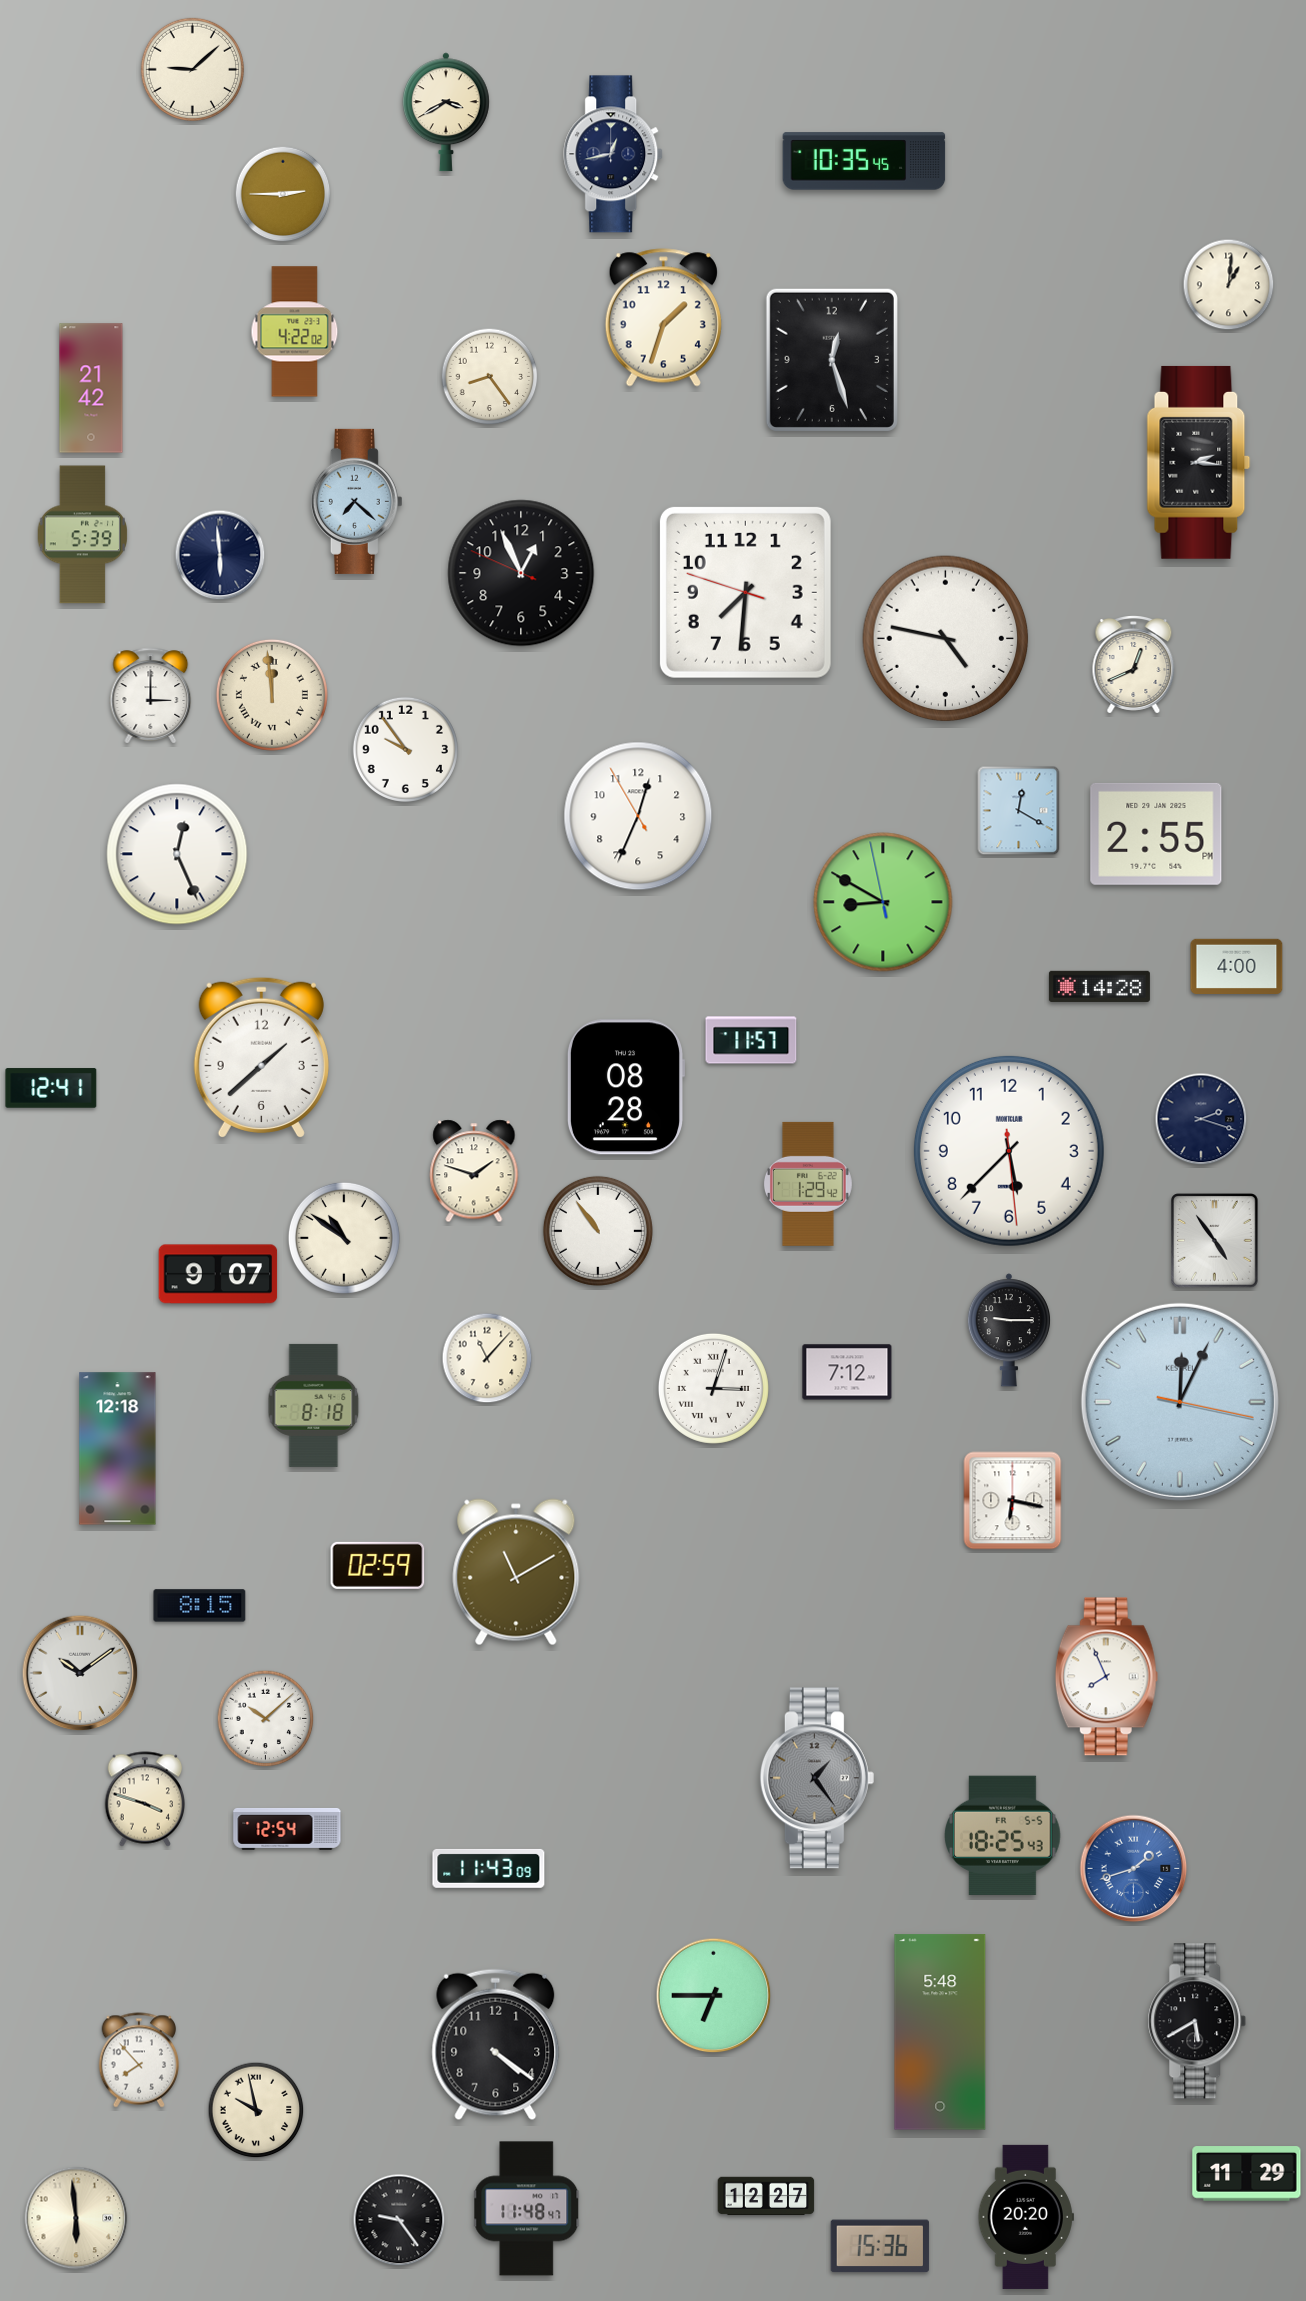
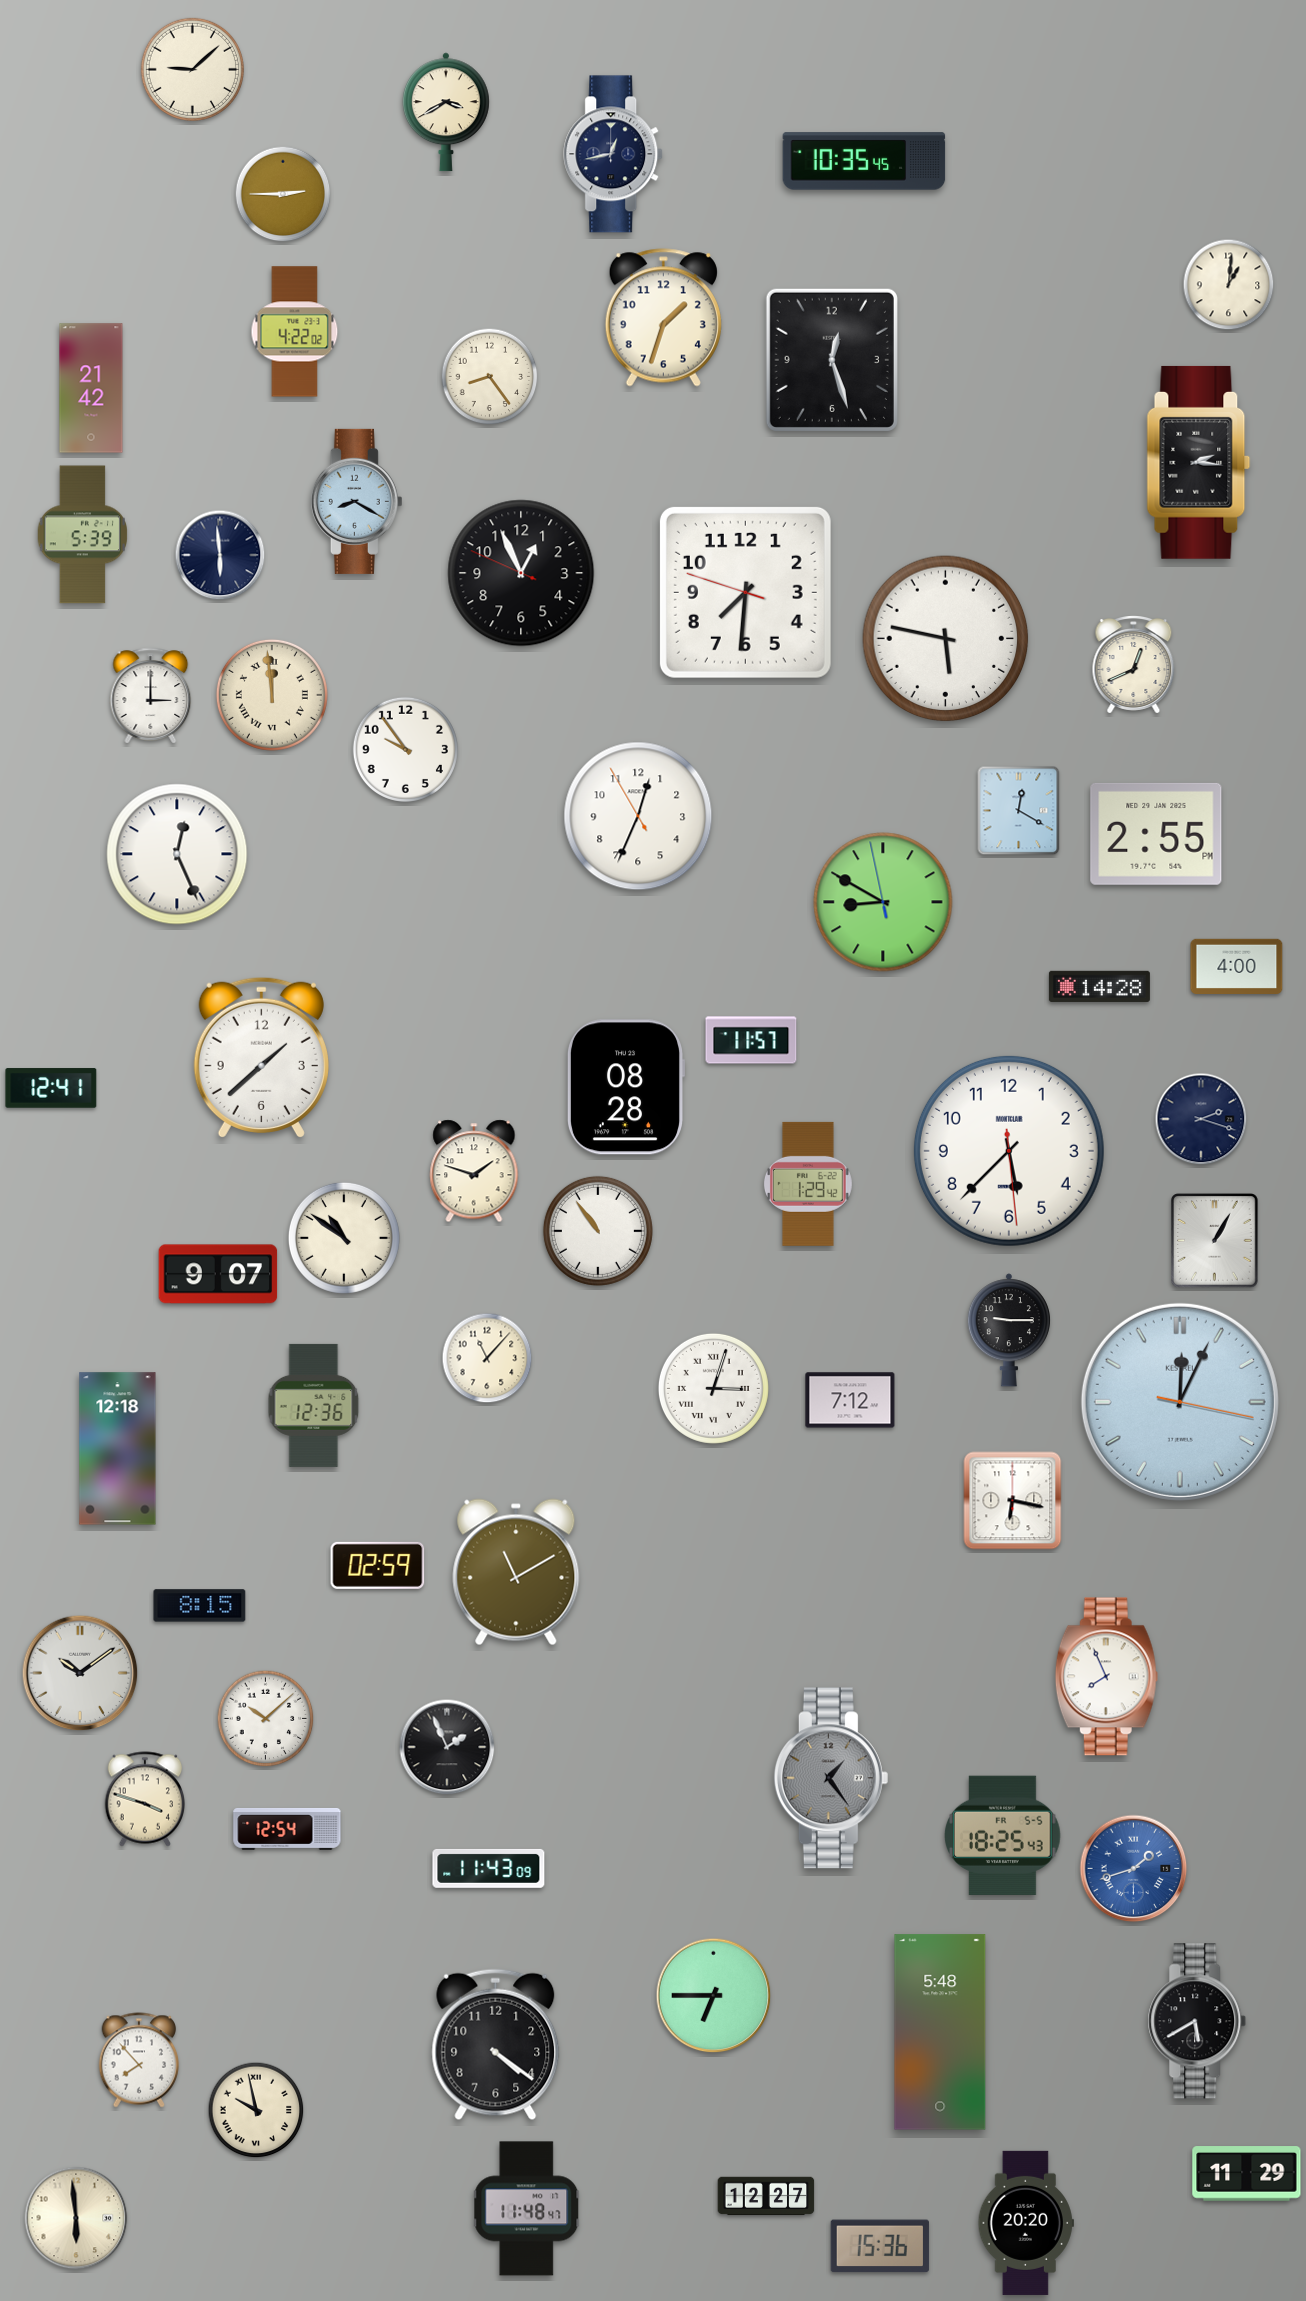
clock at (356, 501): 7:22 -> 8:20
clock at (946, 639): 4:47 -> 5:47
clock at (1215, 1241): 4:54 -> 1:05
clock at (847, 1372) position: (847, 1372) -> (850, 1400)
clock at (314, 1405): 8:18 -> 12:36
clock at (447, 1747): none -> 1:56
clock at (817, 1778) position: (817, 1778) -> (831, 1778)
clock at (1026, 2217) position: (1026, 2217) -> (1026, 2223)
clock at (399, 2220): 9:24 -> none
